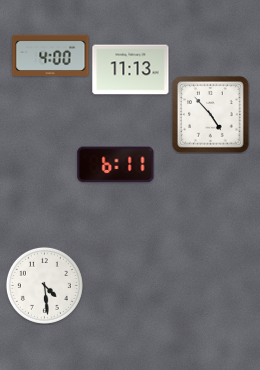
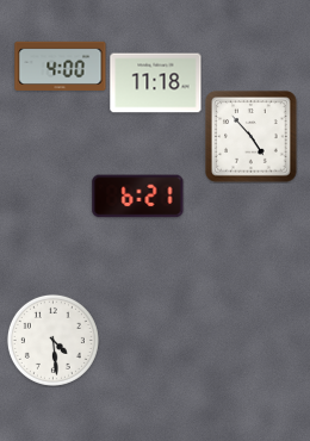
clock at (131, 70): 11:13 -> 11:18
clock at (116, 165): 6:11 -> 6:21
